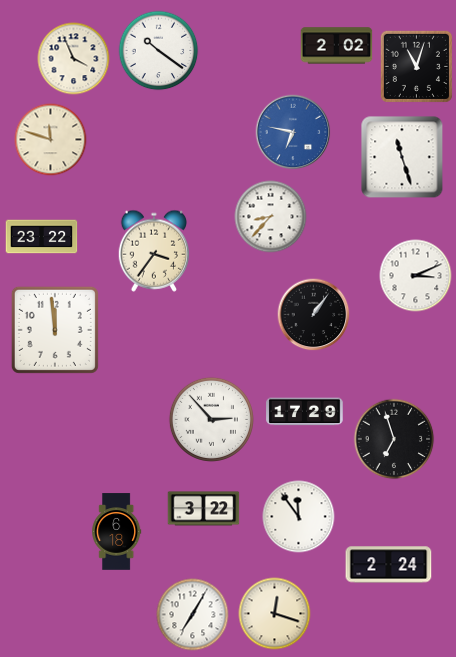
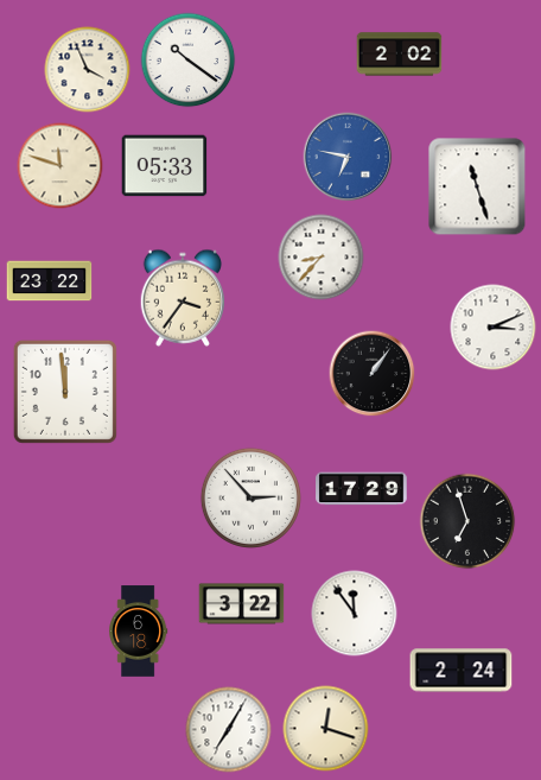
clock at (416, 66): 11:03 -> none
clock at (165, 166): none -> 05:33
